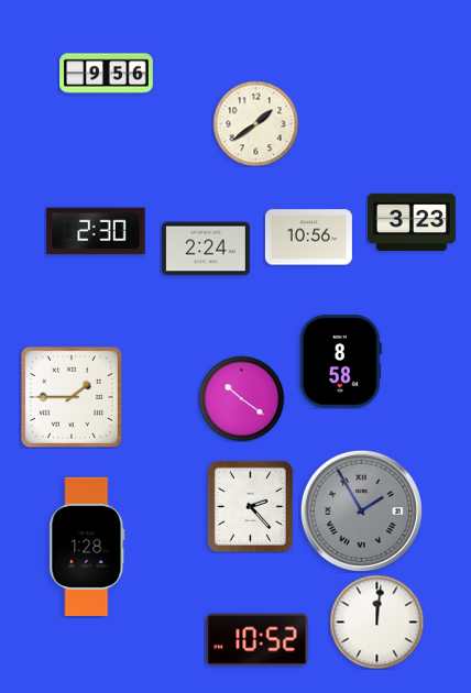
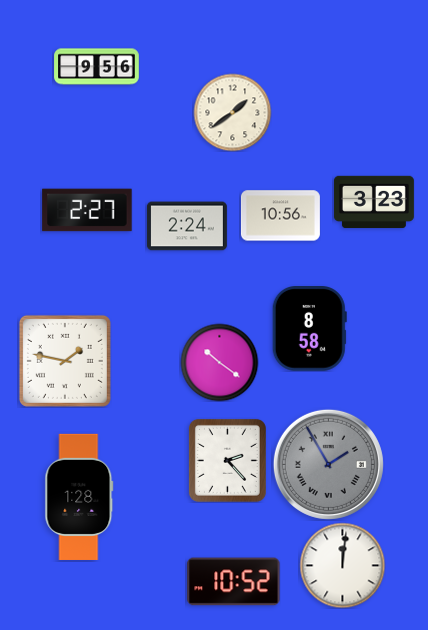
clock at (96, 231): 2:30 -> 2:27
clock at (72, 397): 1:45 -> 1:47
